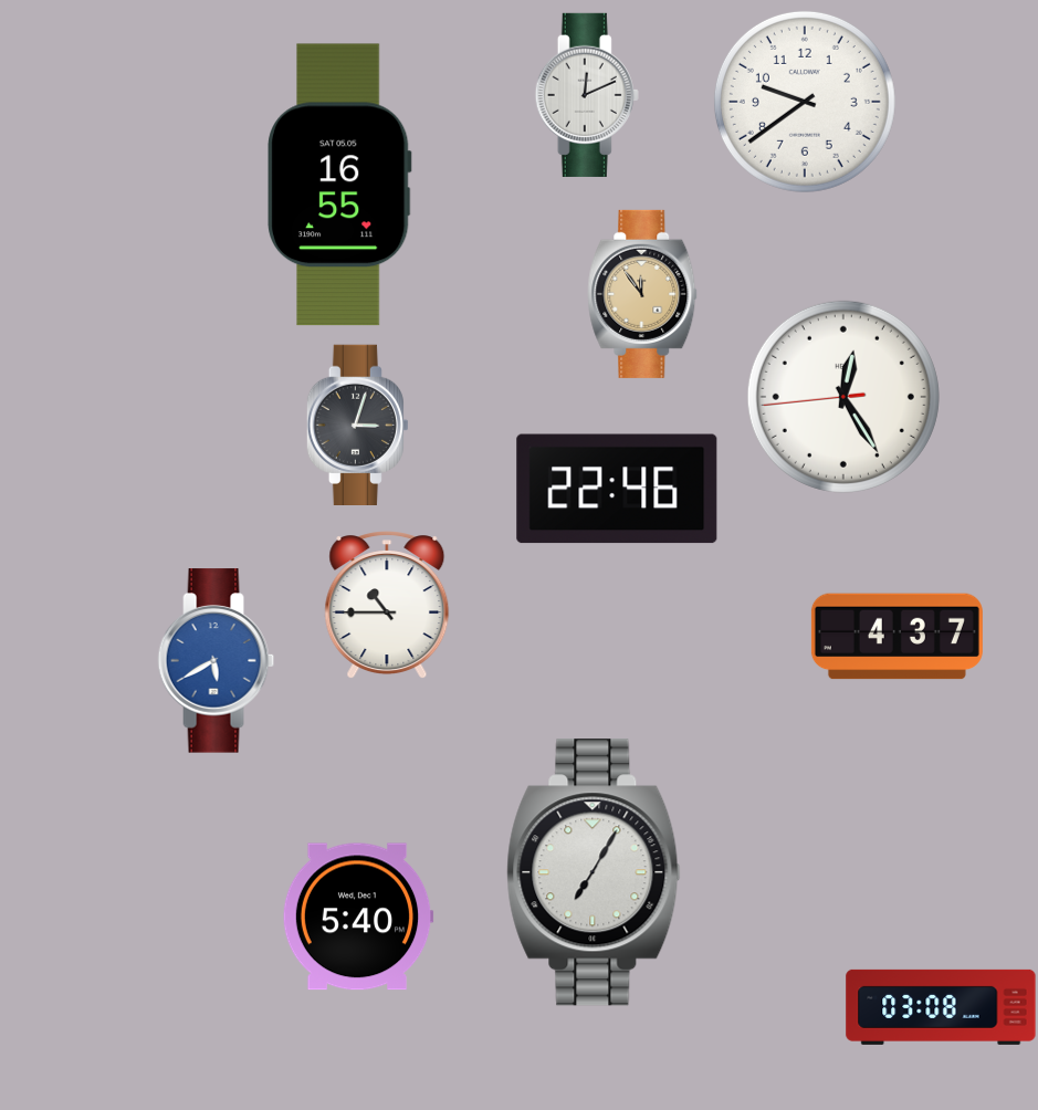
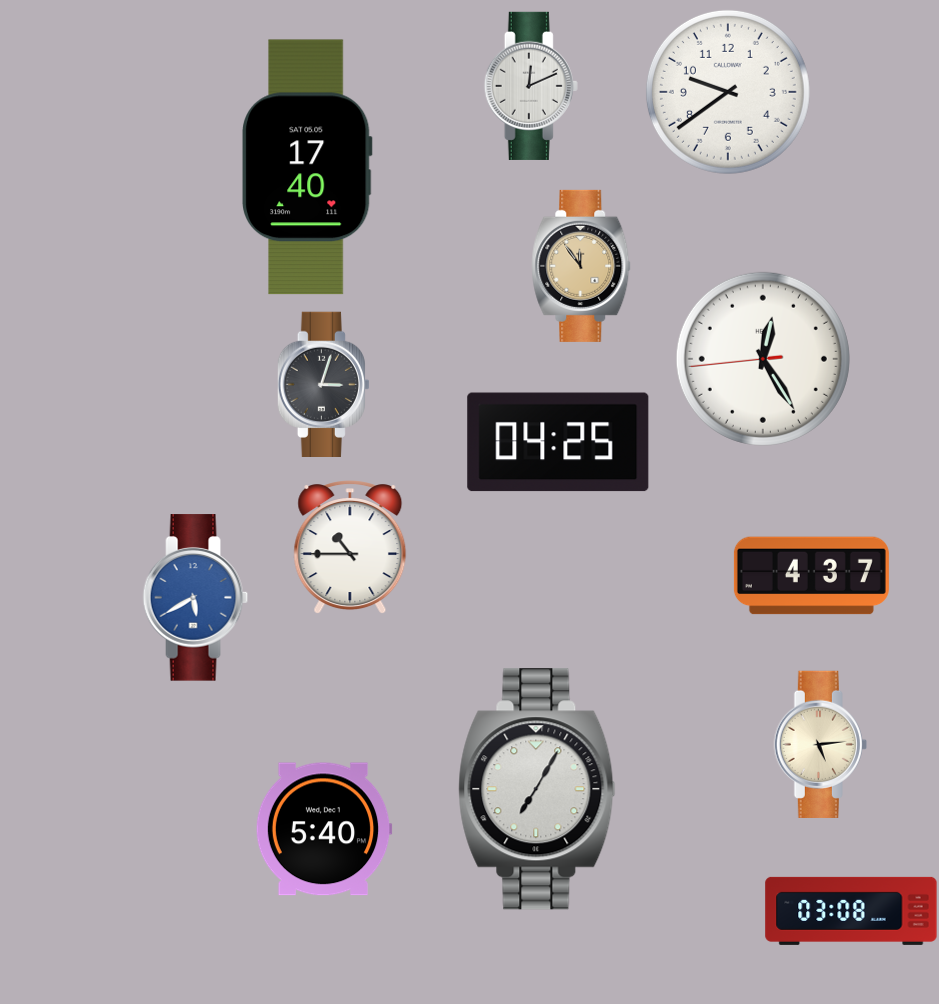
clock at (339, 185): 16:55 -> 17:40
clock at (617, 489): 22:46 -> 04:25
clock at (820, 744): none -> 5:14
